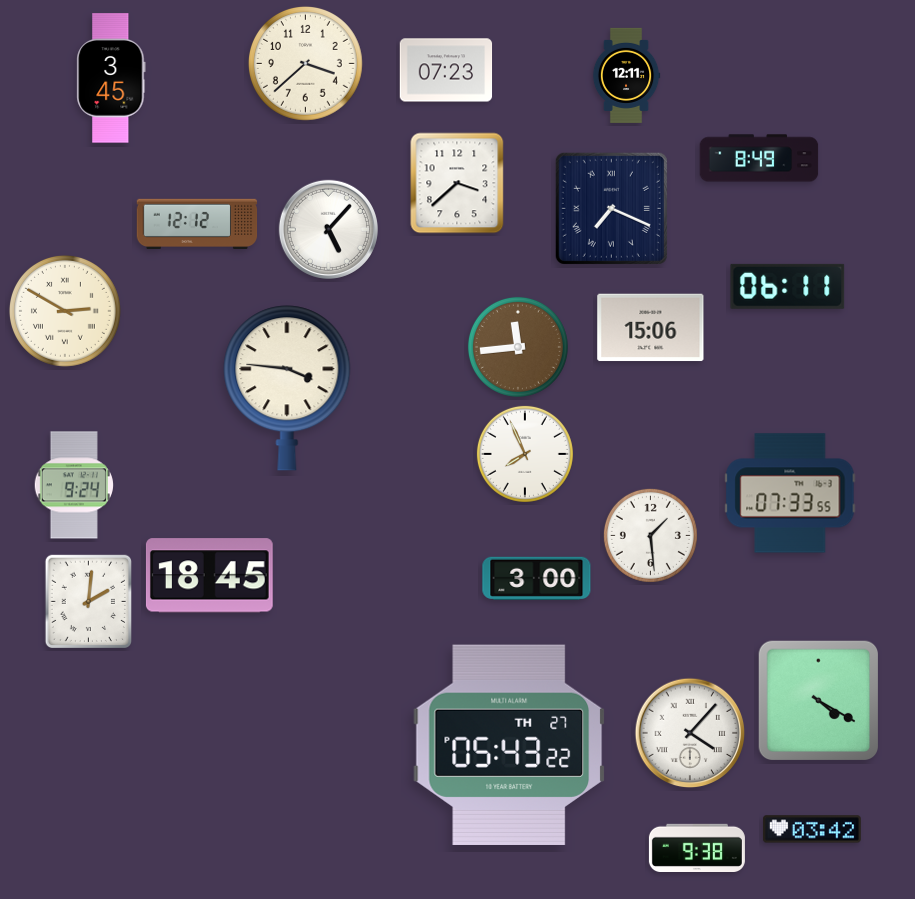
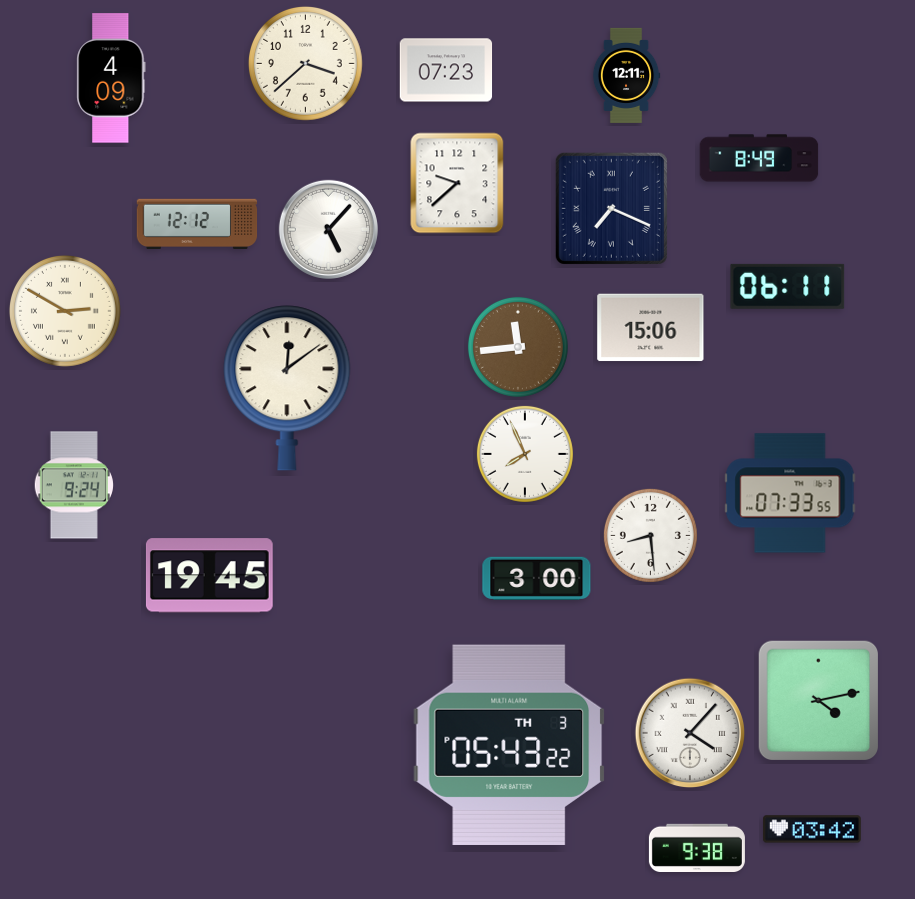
clock at (111, 78): 3:45 -> 4:09
clock at (457, 183): 3:38 -> 9:38
clock at (287, 388): 3:46 -> 12:09
clock at (650, 535): 1:29 -> 8:29
clock at (209, 576): 18:45 -> 19:45
clock at (88, 601): 2:01 -> none
clock at (818, 700): 4:20 -> 4:13
clock at (509, 745) date: TH 27 -> TH 3
